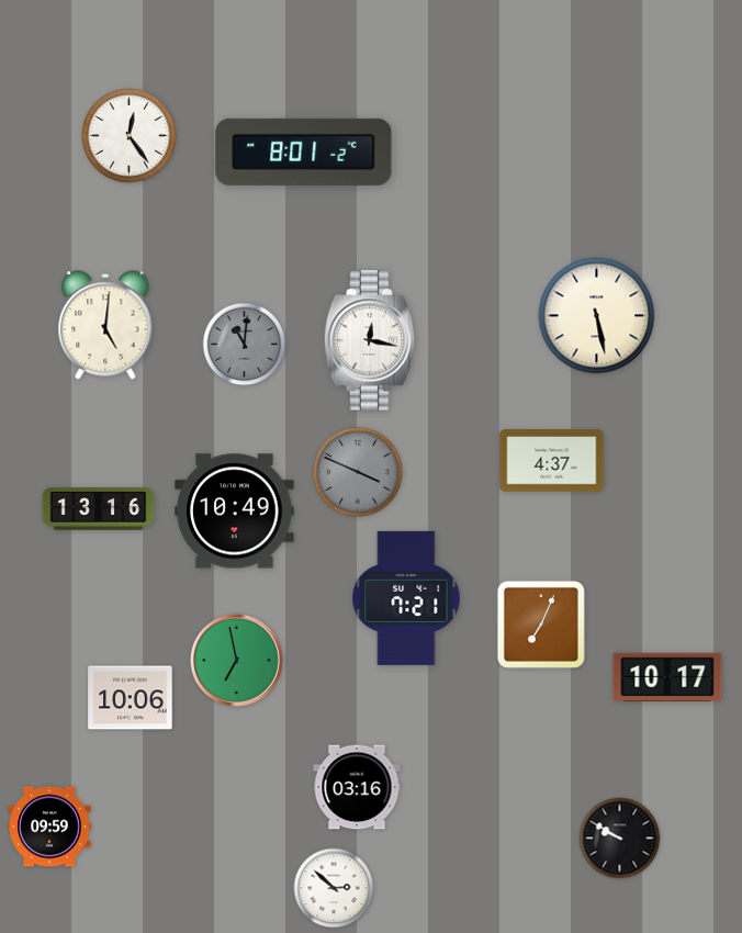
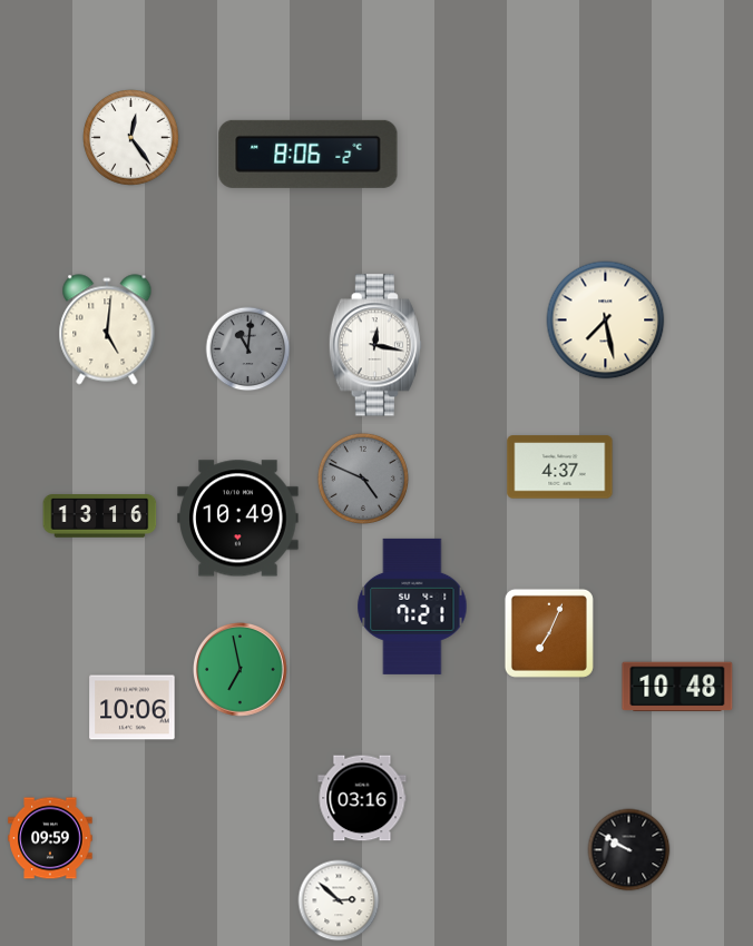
clock at (304, 151): 8:01 -> 8:06
clock at (597, 316): 5:28 -> 7:28
clock at (358, 472): 3:49 -> 4:49
clock at (667, 677): 10:17 -> 10:48
